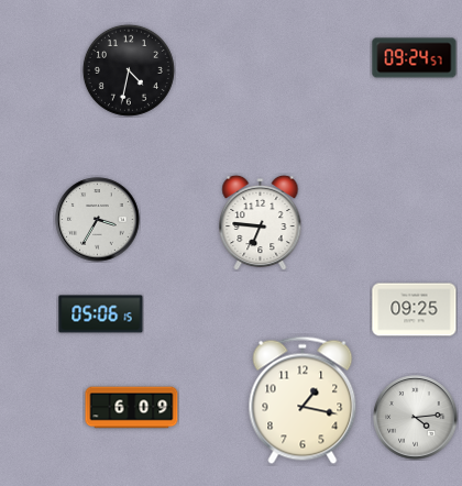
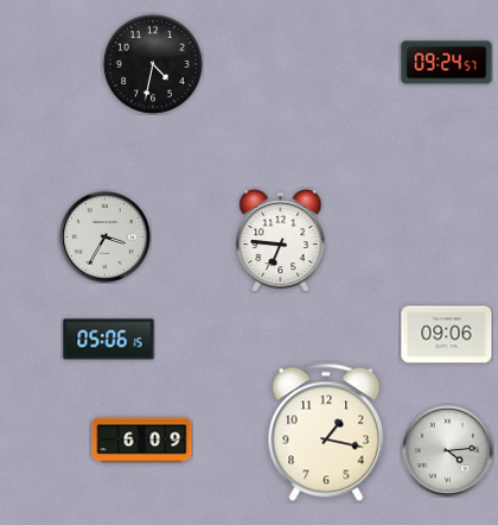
clock at (129, 70) position: (129, 70) -> (153, 64)
clock at (415, 310): 09:25 -> 09:06
